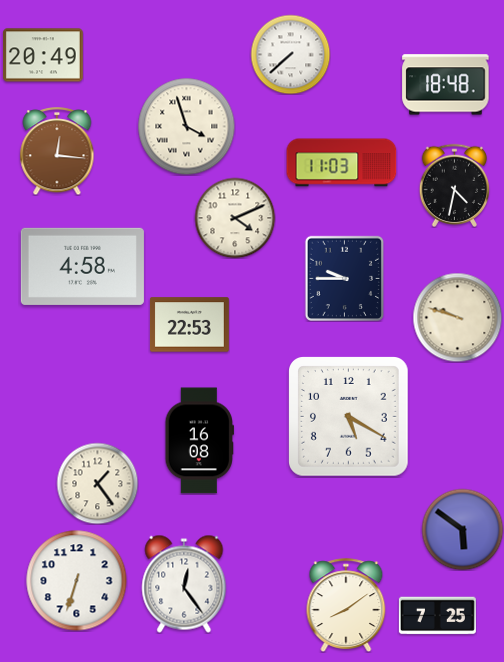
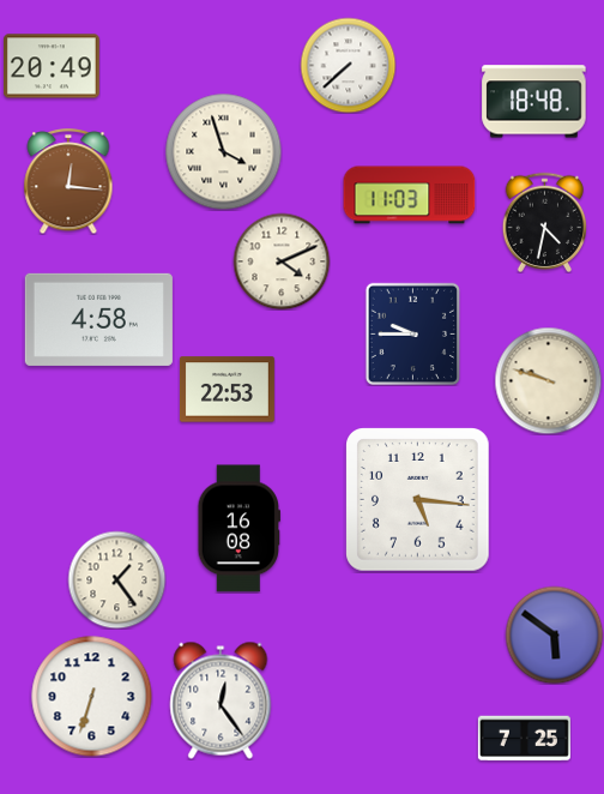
clock at (349, 417): 5:20 -> 5:16
clock at (346, 605): 8:09 -> none
